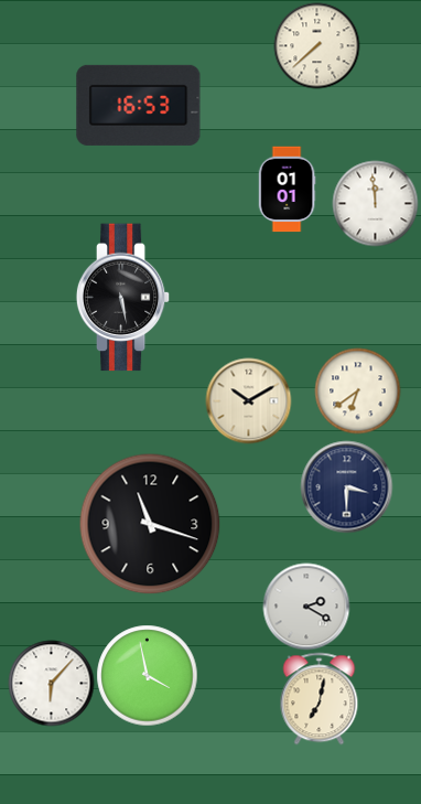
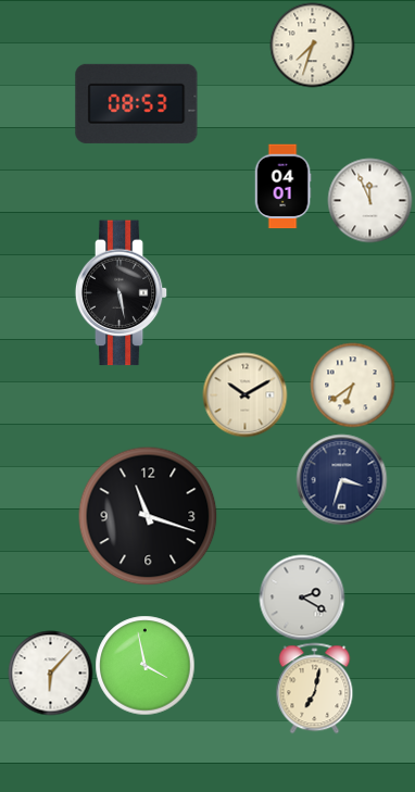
clock at (316, 45): 7:38 -> 7:33
clock at (139, 105): 16:53 -> 08:53
clock at (287, 189): 01:01 -> 04:01
clock at (375, 203): 11:59 -> 11:56
clock at (346, 486): 3:30 -> 3:33
